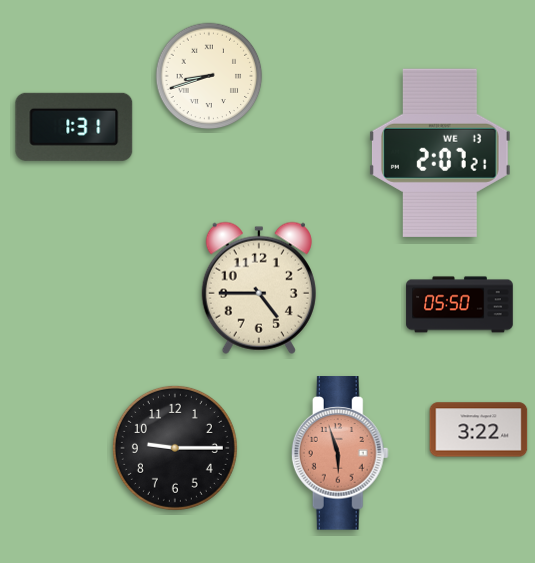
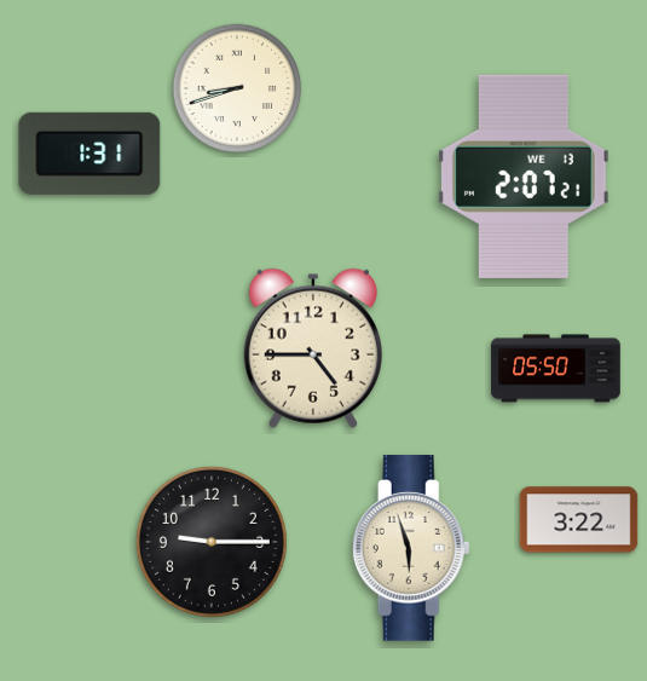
clock at (209, 76) position: (209, 76) -> (237, 88)
clock at (440, 153) position: (440, 153) -> (524, 177)
clock at (340, 453) dial: salmon -> cream
